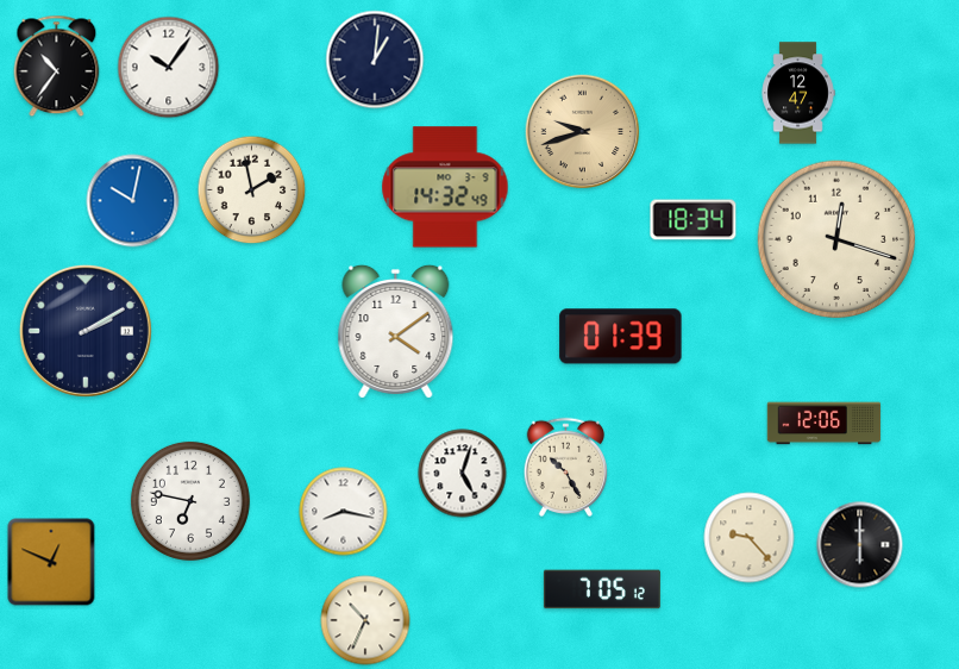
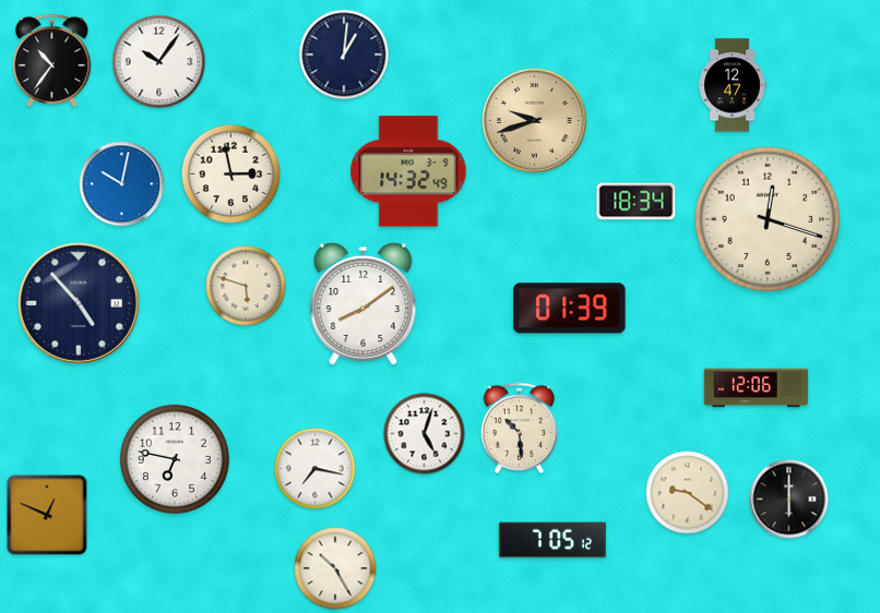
clock at (169, 68) position: (169, 68) -> (159, 62)
clock at (252, 190): 1:58 -> 2:58
clock at (246, 286): none -> 5:48
clock at (86, 331): 2:10 -> 4:53
clock at (396, 331): 4:09 -> 8:09
clock at (566, 467): 10:25 -> 10:29
clock at (344, 512): 8:17 -> 7:17
clock at (750, 538): 9:23 -> 9:21
clock at (365, 620): 10:34 -> 10:25
